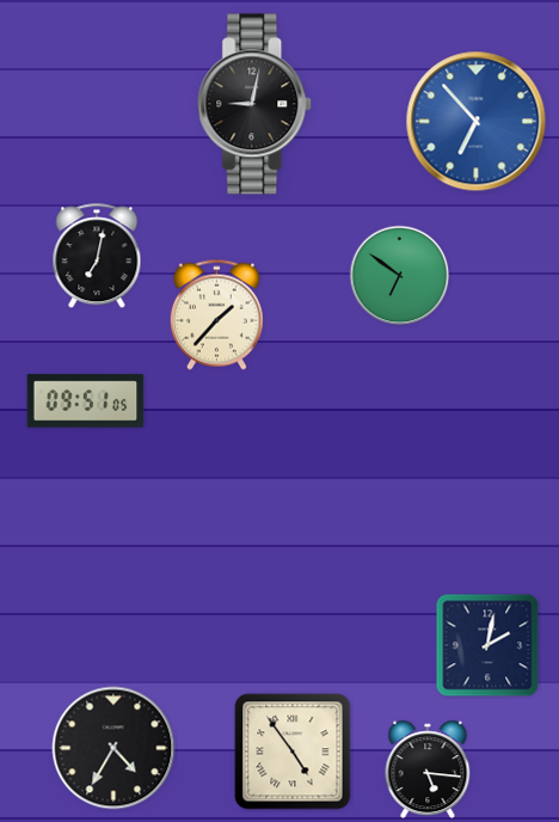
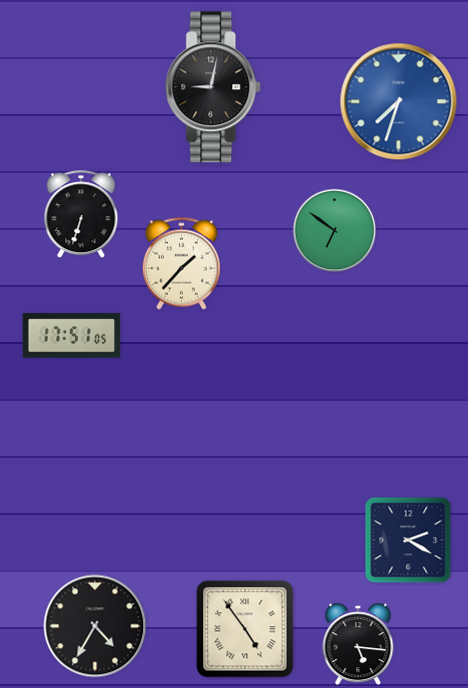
clock at (477, 122): 6:53 -> 7:33
clock at (97, 257): 7:02 -> 6:33
clock at (86, 401): 09:51 -> 17:51
clock at (487, 645): 2:02 -> 2:20
